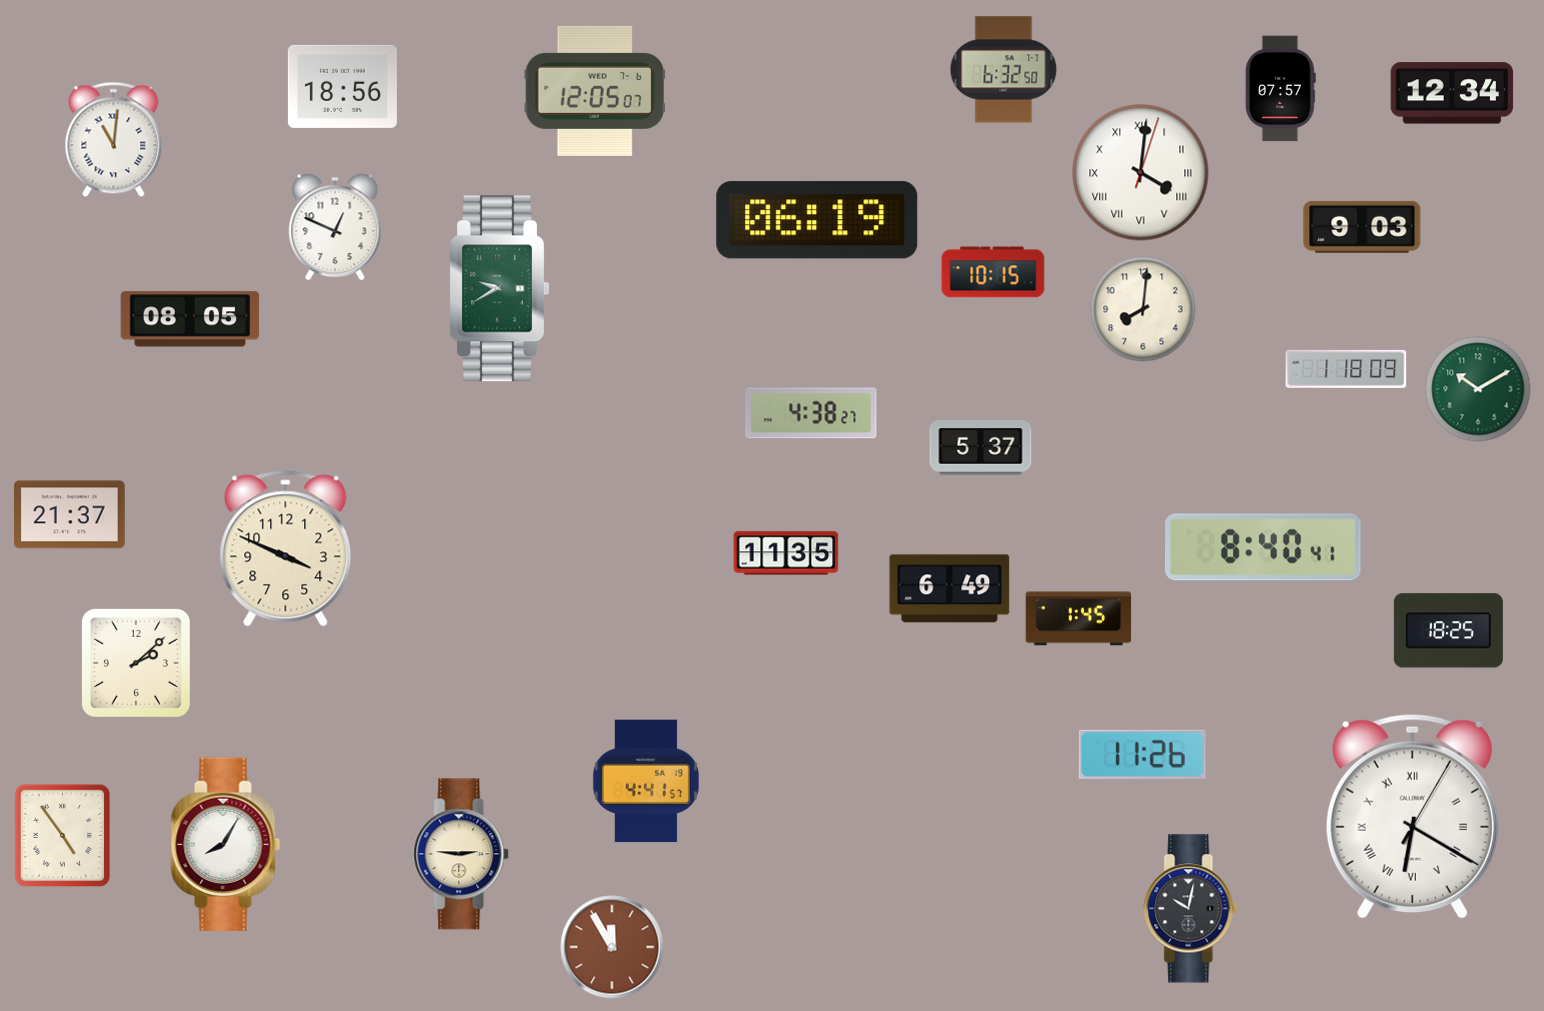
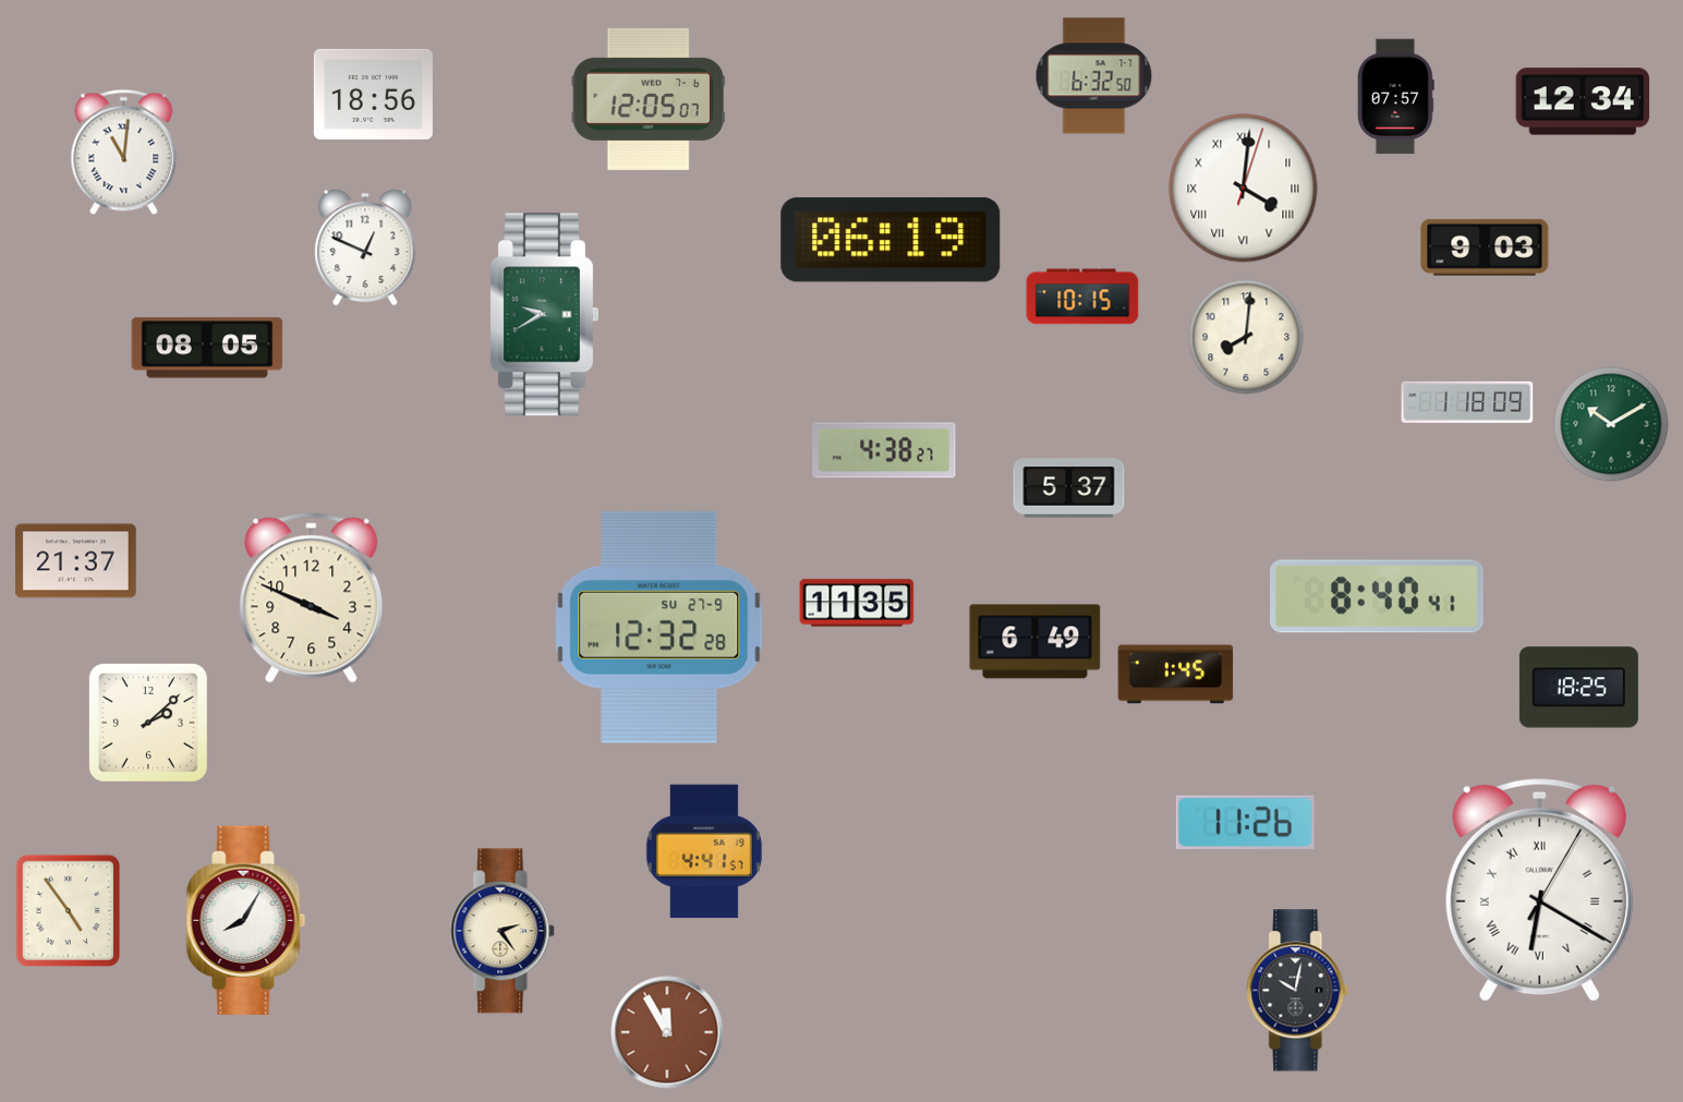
clock at (659, 627): none -> 12:32
clock at (462, 854): 2:46 -> 2:24
